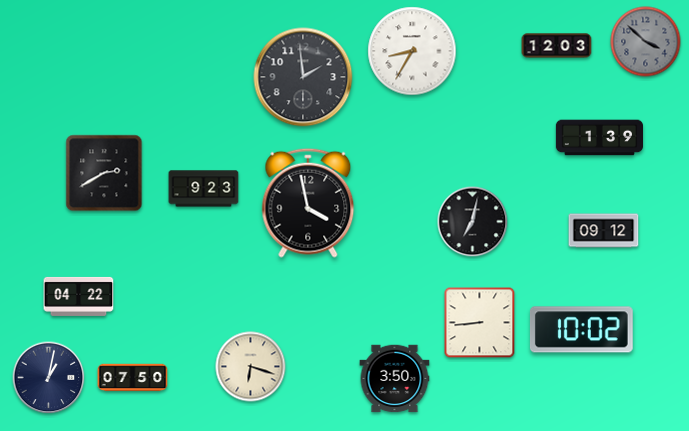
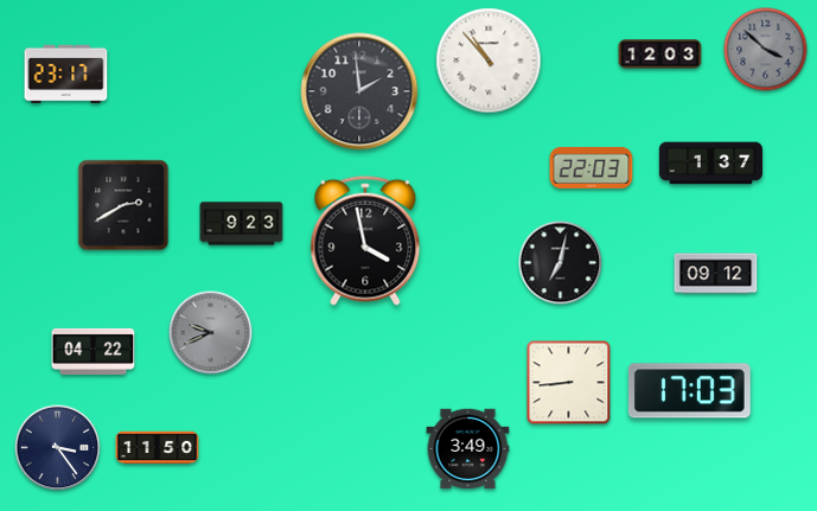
clock at (412, 51): 8:35 -> 10:53
clock at (66, 75): none -> 23:17
clock at (599, 138): 1:39 -> 1:37
clock at (592, 167): none -> 22:03
clock at (211, 333): none -> 9:41
clock at (581, 330): 10:02 -> 17:03
clock at (251, 367): 6:18 -> none
clock at (49, 378): 1:02 -> 3:24
clock at (133, 378): 07:50 -> 11:50
clock at (395, 379): 3:50 -> 3:49
